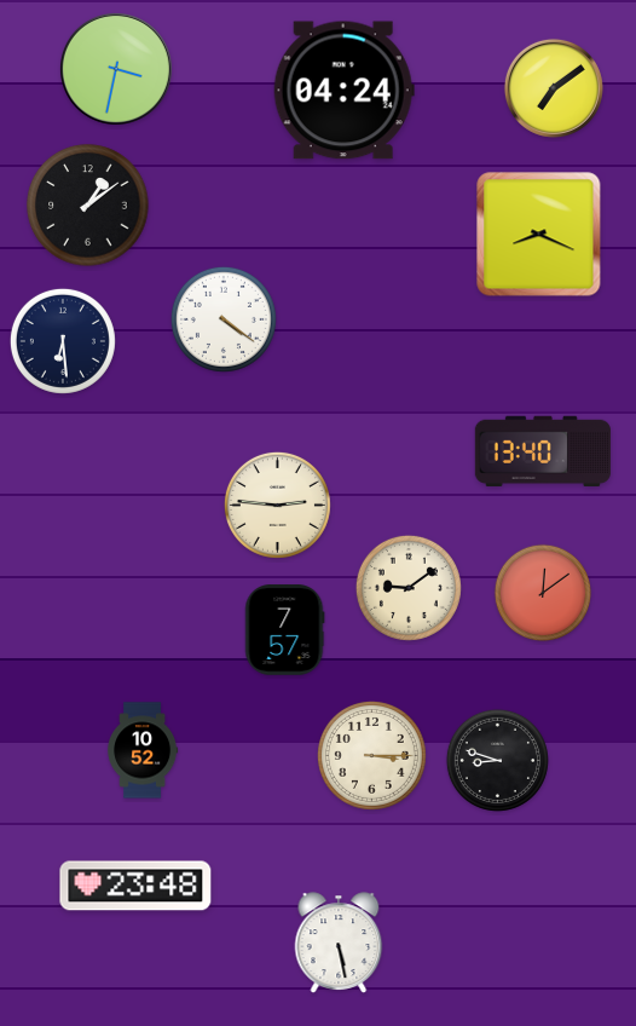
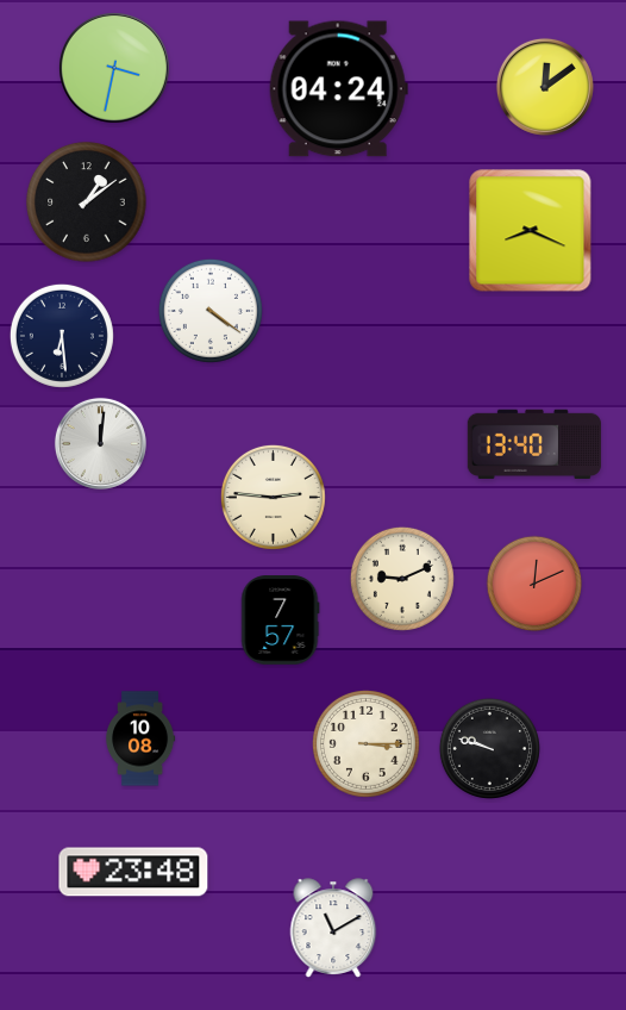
clock at (554, 88): 7:09 -> 12:09
clock at (224, 319) position: (224, 319) -> (211, 311)
clock at (100, 443): none -> 12:01
clock at (409, 588): 9:09 -> 9:11
clock at (543, 593): 12:09 -> 12:11
clock at (143, 750): 10:52 -> 10:08
clock at (497, 760): 8:48 -> 9:48
clock at (339, 943): 5:28 -> 11:10
